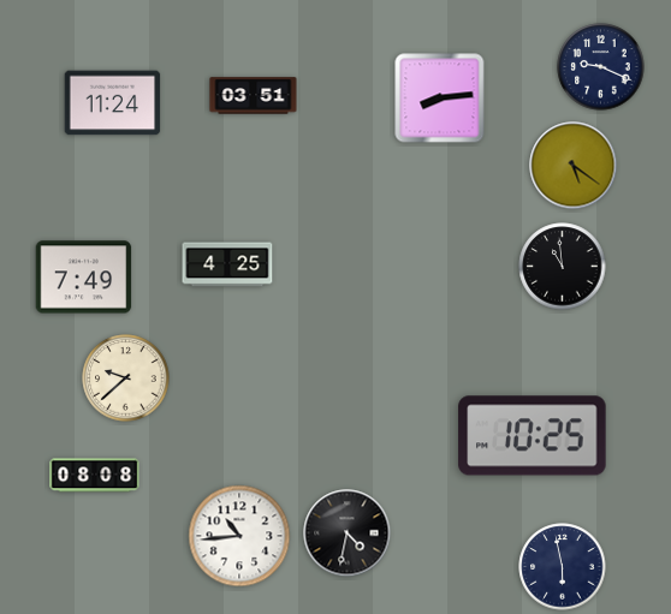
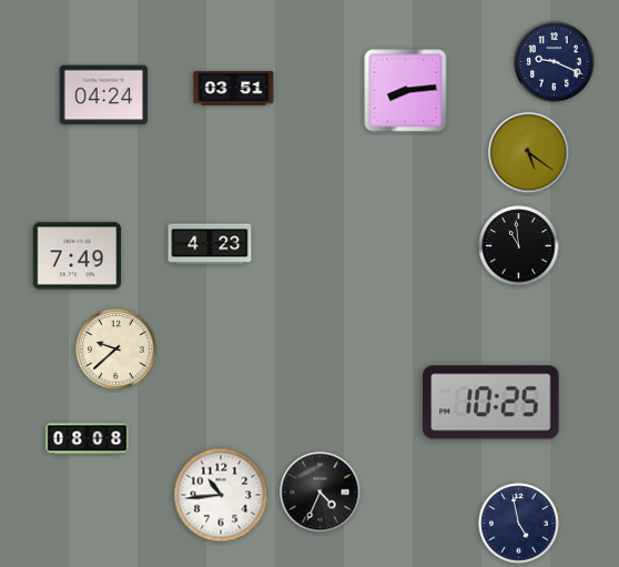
clock at (113, 103): 11:24 -> 04:24
clock at (227, 264): 4:25 -> 4:23
clock at (348, 533): 4:32 -> 4:34
clock at (563, 567): 5:58 -> 4:58
